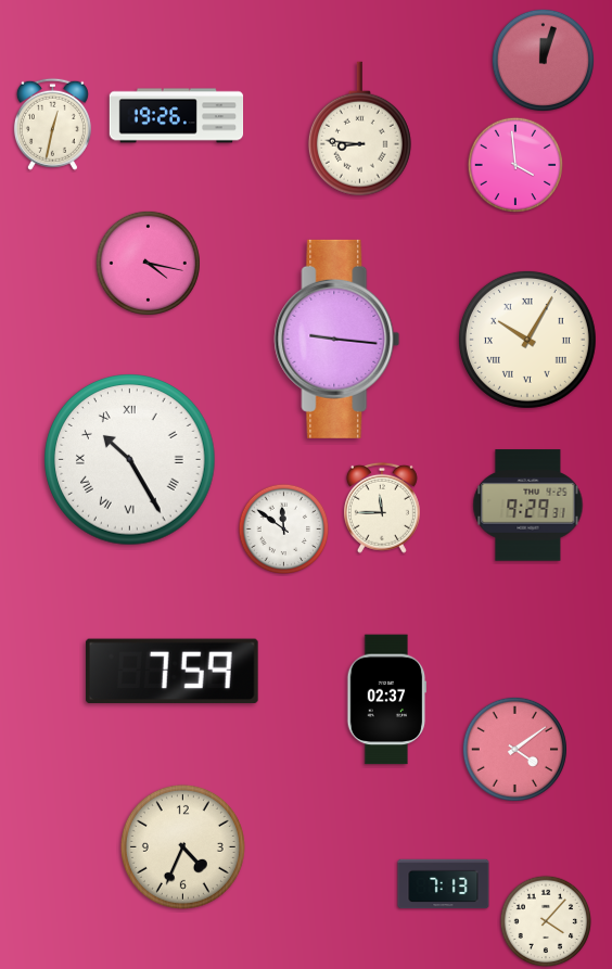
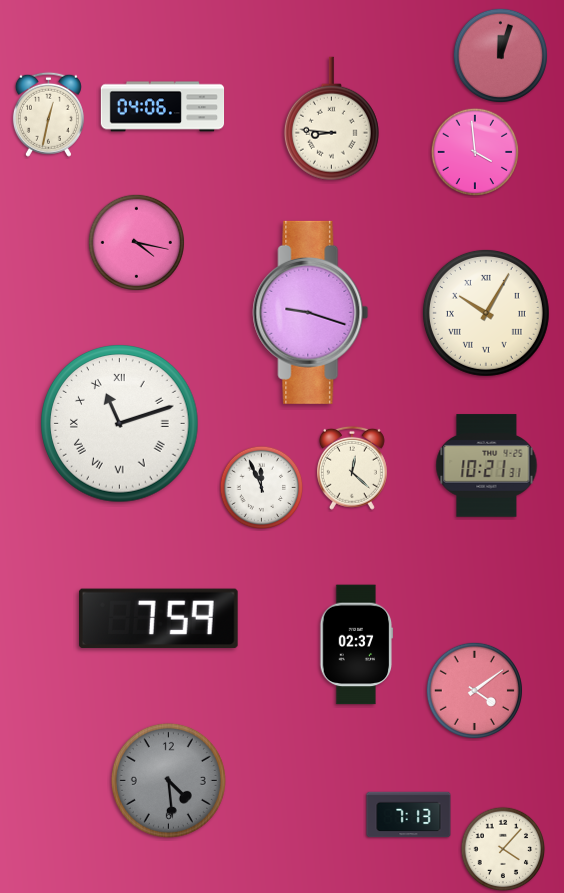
clock at (177, 116): 19:26 -> 04:06
clock at (337, 339): 9:16 -> 9:18
clock at (130, 460): 10:25 -> 11:12
clock at (528, 506): 9:29 -> 10:21
clock at (382, 508): 11:45 -> 12:22
clock at (284, 530): 11:51 -> 11:56
clock at (182, 846): 4:34 -> 4:29
clock at (182, 846) dial: cream -> grey
